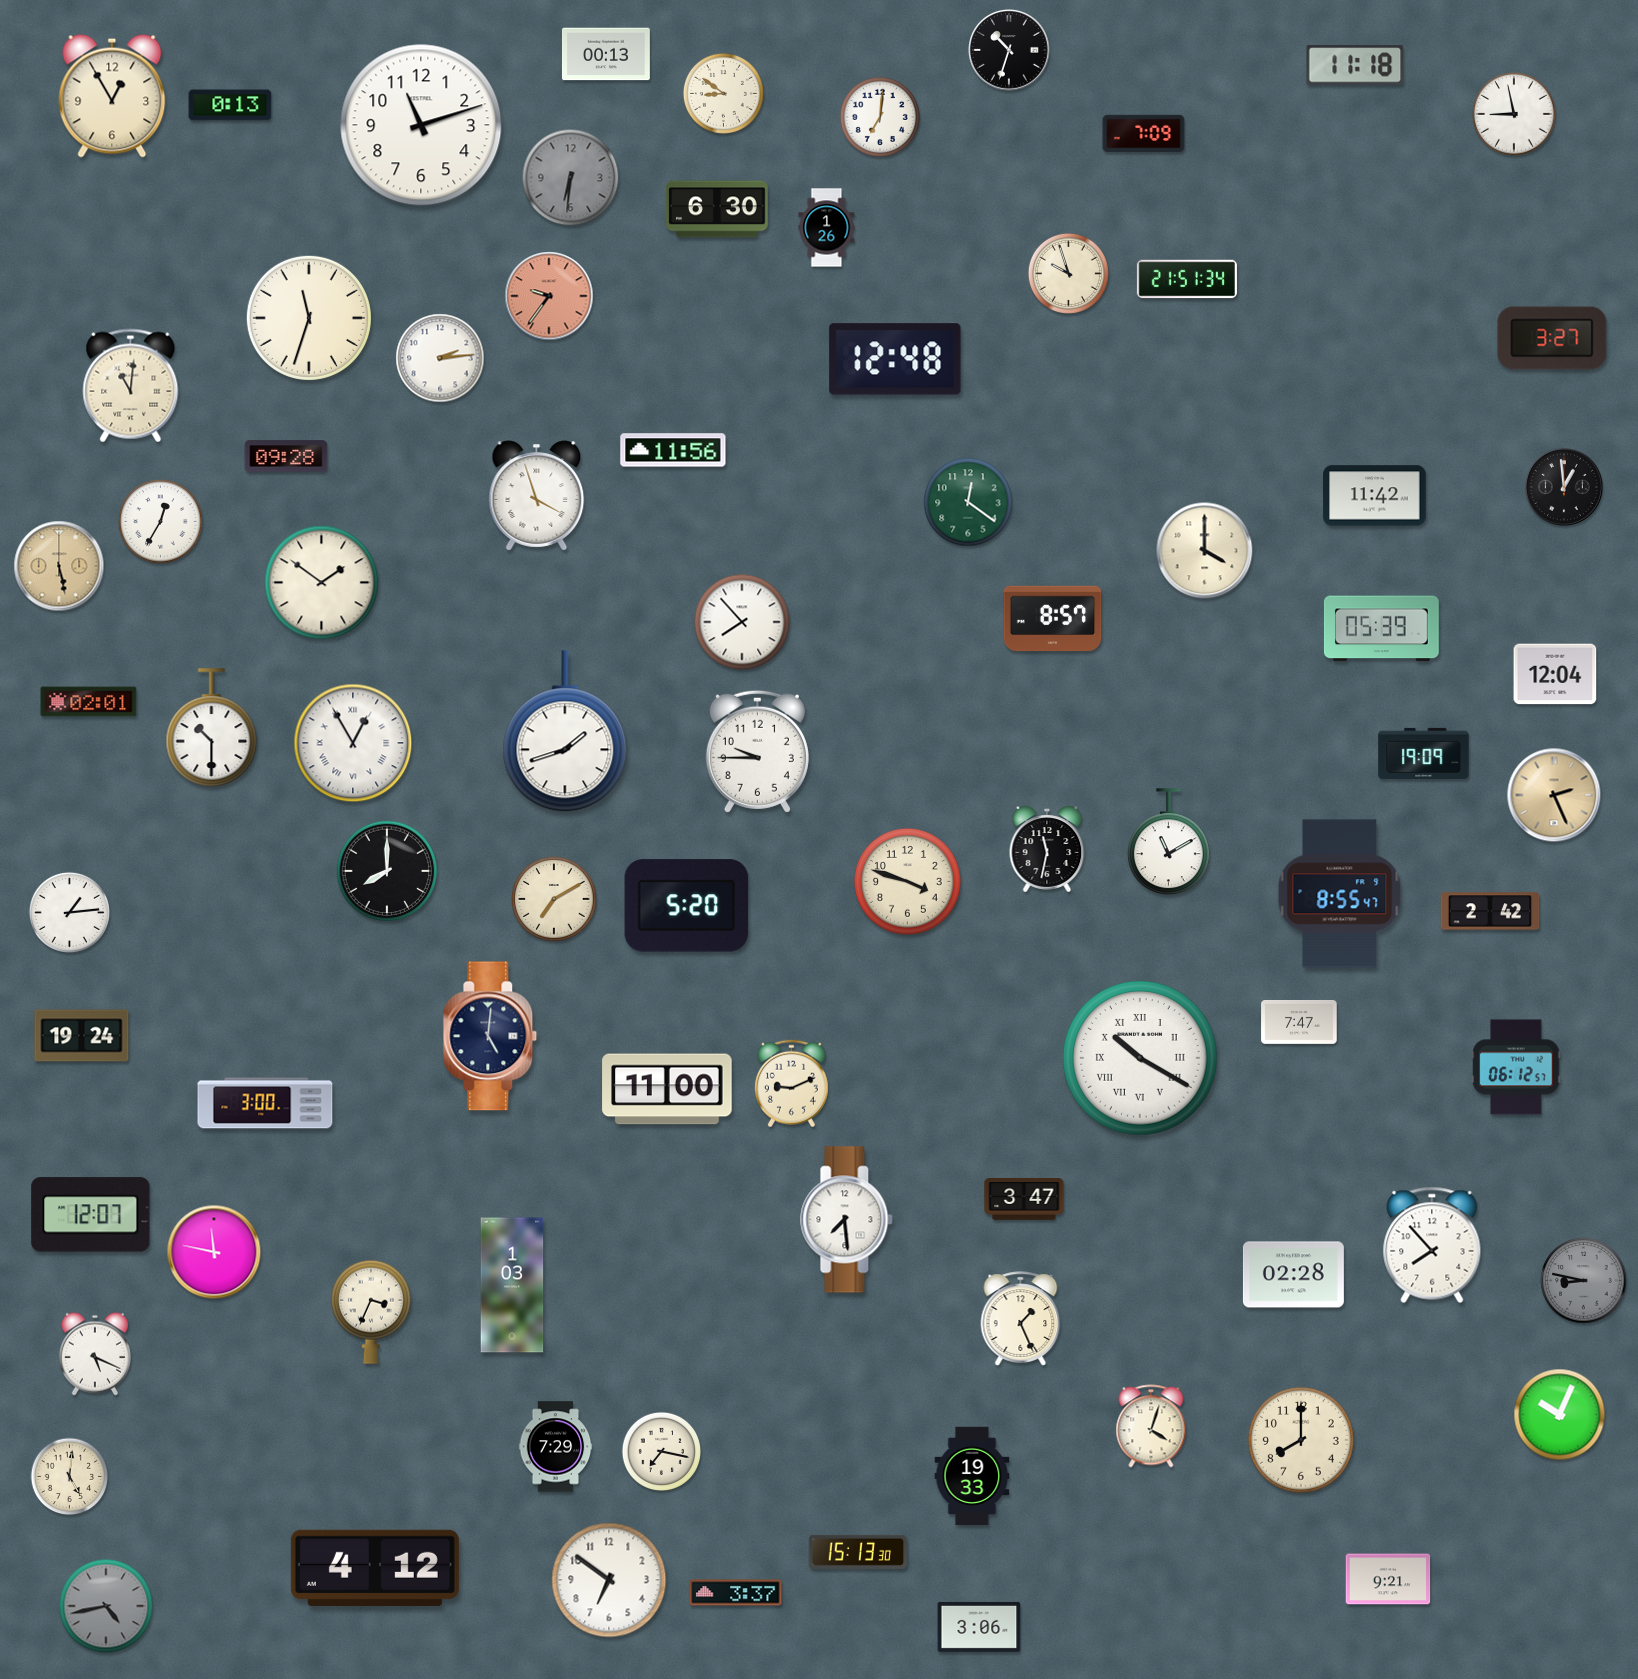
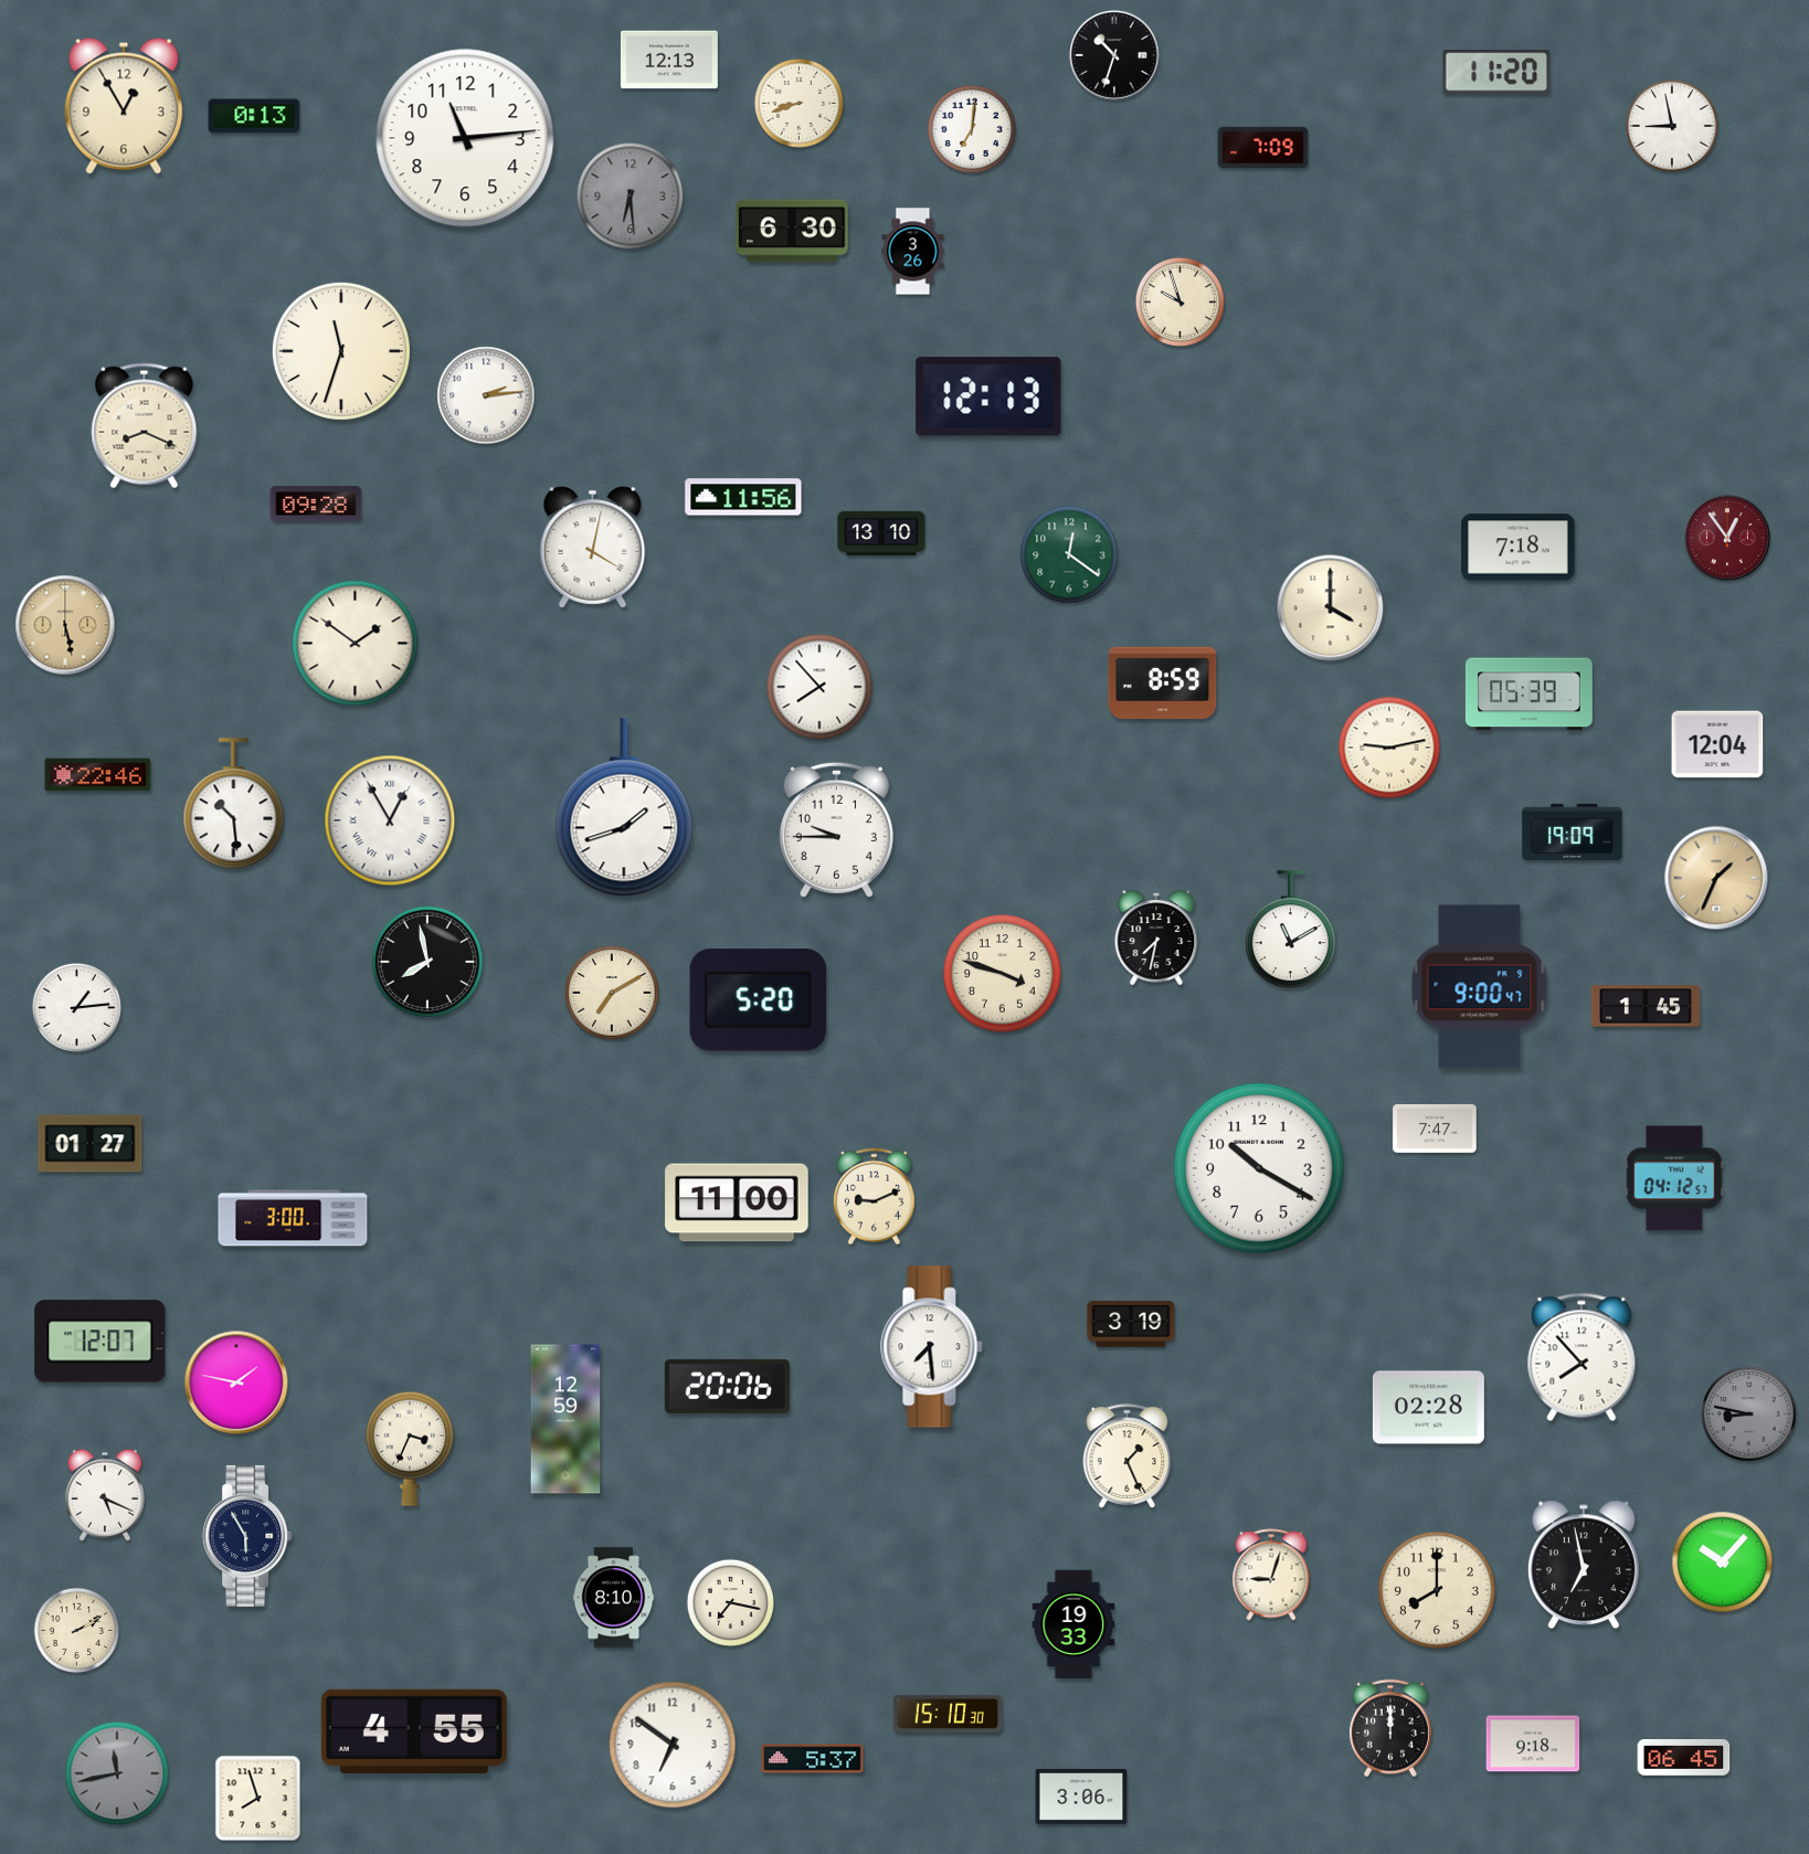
clock at (606, 54): 00:13 -> 12:13
clock at (1355, 65): 11:18 -> 11:20
clock at (723, 93): 8:51 -> 8:42
clock at (421, 125): 11:12 -> 11:14
clock at (571, 178): 6:31 -> 6:29
clock at (827, 228): 1:26 -> 3:26
clock at (1187, 279): 21:51 -> none
clock at (549, 296): 9:36 -> none
clock at (1552, 338): 3:27 -> none
clock at (895, 359): 12:48 -> 12:13
clock at (131, 386): 11:01 -> 8:19
clock at (881, 533): none -> 13:10
clock at (1564, 487): 12:59 -> 12:54
clock at (1564, 487) dial: black -> burgundy
clock at (537, 496): 3:57 -> 4:02
clock at (1375, 496): 11:42 -> 7:18
clock at (161, 522): 12:35 -> none
clock at (1053, 619): 8:57 -> 8:59
clock at (1381, 629) position: (1381, 629) -> (1528, 695)
clock at (1389, 748): none -> 9:13
clock at (89, 702): 02:01 -> 22:46
clock at (212, 728): 10:30 -> 10:29
clock at (1554, 795): 2:26 -> 1:34
clock at (1047, 849): 11:32 -> 7:32
clock at (387, 871): 8:00 -> 7:58
clock at (1340, 894): 8:55 -> 9:00
clock at (1490, 911): 2:42 -> 1:45
clock at (82, 1036): 19:24 -> 01:27
clock at (490, 1036): 5:01 -> none
clock at (1140, 1058) numerals: Roman -> Arabic
clock at (1516, 1067): 06:12 -> 04:12
clock at (1024, 1199): 3:47 -> 3:19
clock at (847, 1220) position: (847, 1220) -> (932, 1347)
clock at (1432, 1245) position: (1432, 1245) -> (1581, 1357)
clock at (214, 1252): 11:47 -> 1:47
clock at (727, 1386): none -> 20:06
clock at (512, 1285): 1:03 -> 12:59
clock at (247, 1536): none -> 5:55
clock at (1560, 1415): 10:04 -> 10:07
clock at (1584, 1565): none -> 6:58
clock at (1151, 1426): 4:03 -> 9:03
clock at (556, 1447): 7:29 -> 8:10
clock at (972, 1476) position: (972, 1476) -> (1073, 1624)
clock at (70, 1477): 5:01 -> 2:10
clock at (858, 1552): 15:13 -> 15:10
clock at (1390, 1728): none -> 12:00
clock at (375, 1568): 4:12 -> 4:55
clock at (1388, 1579): 9:21 -> 9:18
clock at (1684, 1758): none -> 06:45
clock at (736, 1593): 3:37 -> 5:37
clock at (106, 1606): 4:43 -> 11:43
clock at (258, 1799): none -> 7:57
